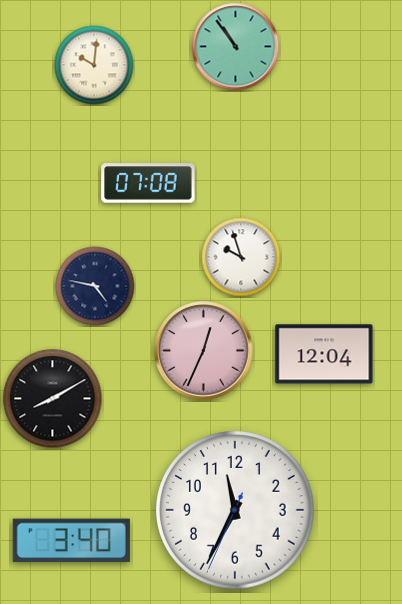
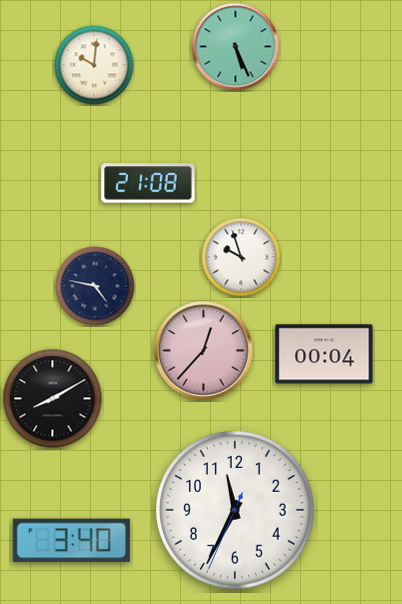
clock at (236, 47): 10:54 -> 5:26
clock at (148, 183): 07:08 -> 21:08
clock at (204, 351): 12:34 -> 12:37
clock at (324, 354): 12:04 -> 00:04
